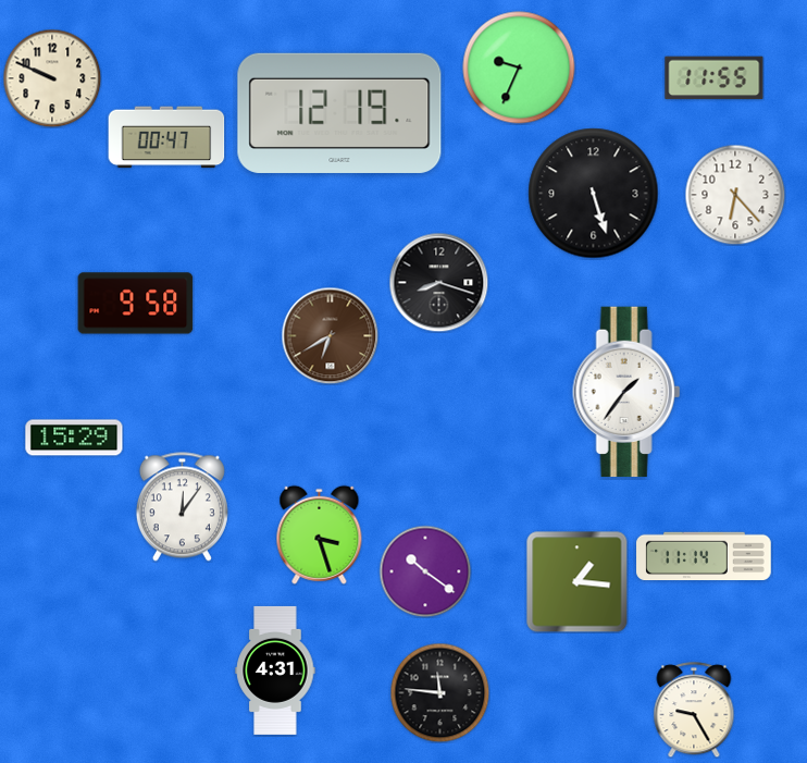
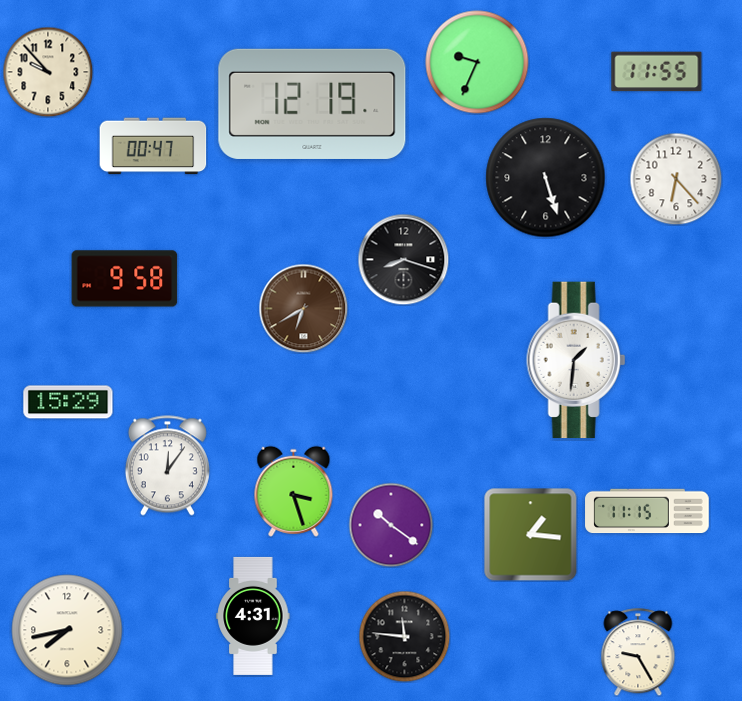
clock at (52, 78): 9:49 -> 9:53
clock at (166, 137) position: (166, 137) -> (153, 146)
clock at (626, 392): 1:36 -> 1:31
clock at (704, 556): 11:14 -> 11:15
clock at (67, 630): none -> 7:43
